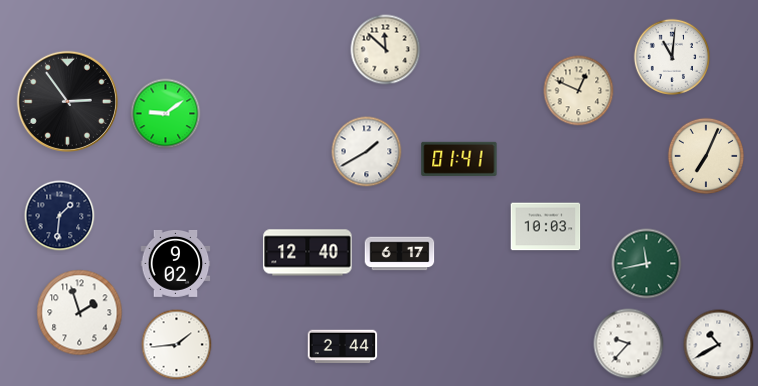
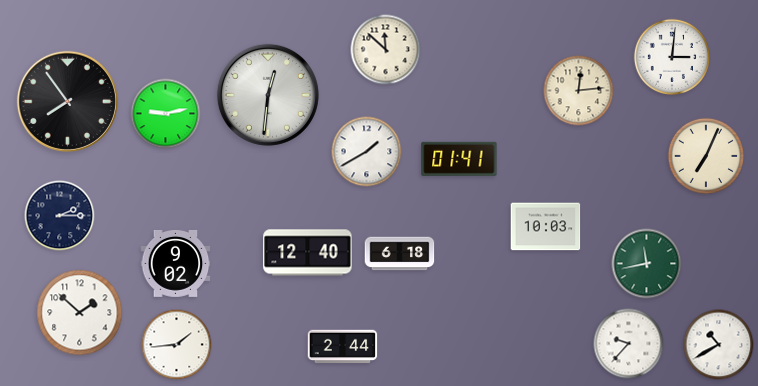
clock at (672, 57): 11:01 -> 3:01
clock at (579, 91): 12:49 -> 12:14
clock at (268, 95): none -> 12:31
clock at (67, 101): 2:54 -> 7:54
clock at (166, 114): 9:09 -> 9:13
clock at (60, 216): 1:31 -> 2:15
clock at (400, 254): 6:17 -> 6:18
clock at (80, 313): 1:57 -> 1:52
